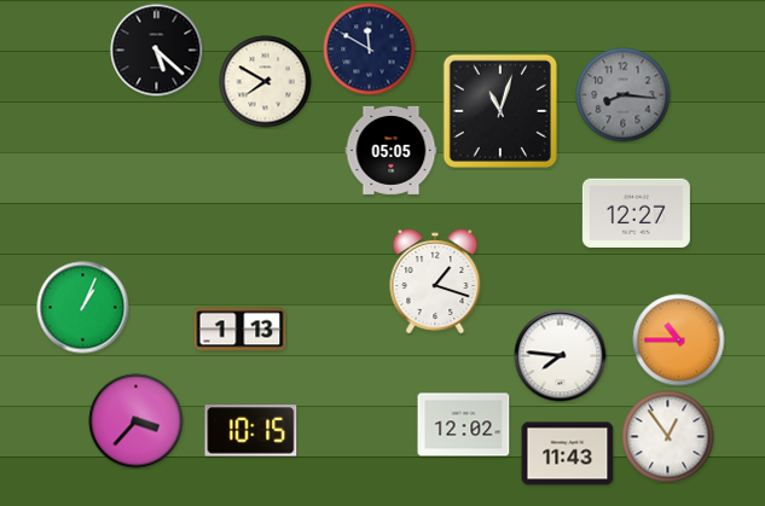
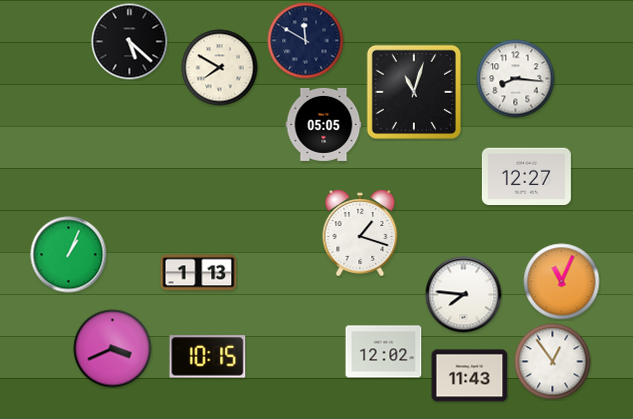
clock at (624, 95) dial: grey -> white
clock at (679, 341): 10:45 -> 11:04
clock at (137, 421): 3:37 -> 3:41
